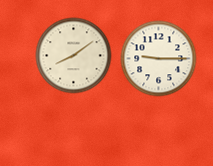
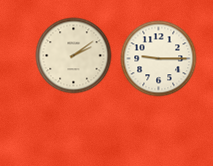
clock at (74, 56): 8:09 -> 2:09
